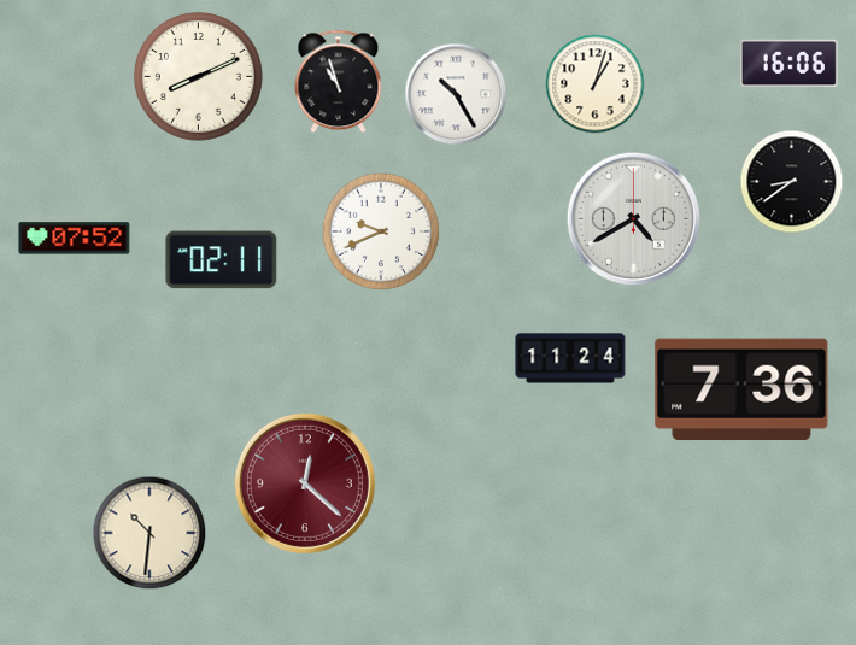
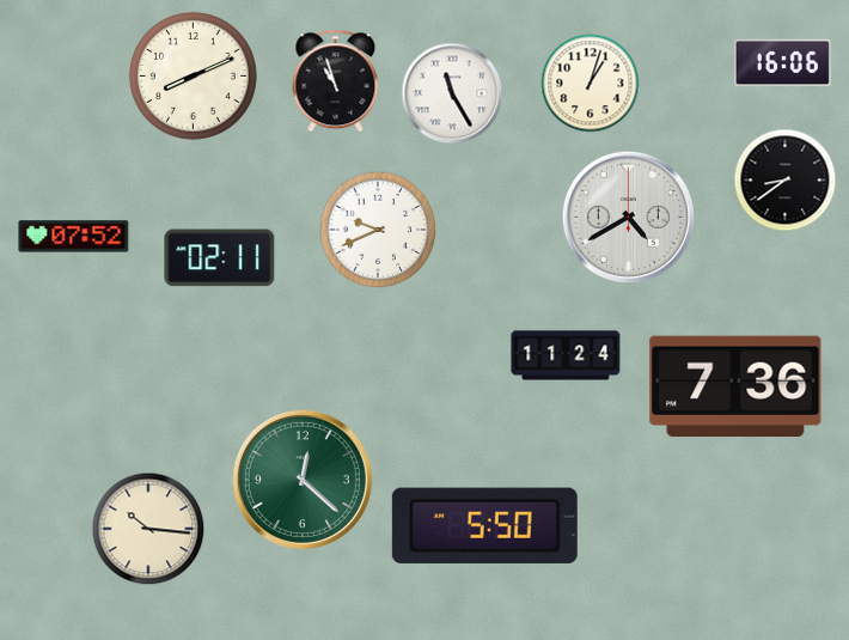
clock at (198, 76) position: (198, 76) -> (193, 75)
clock at (456, 94): 10:25 -> 11:25
clock at (305, 483) dial: burgundy -> green
clock at (484, 525): none -> 5:50
clock at (149, 533): 10:31 -> 10:16
